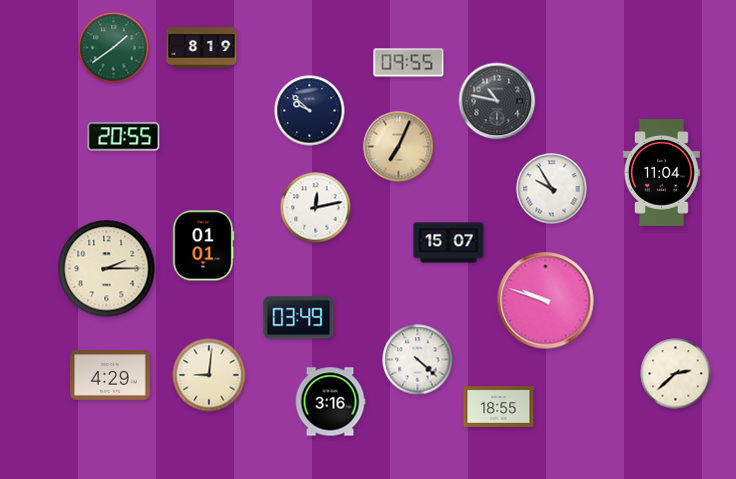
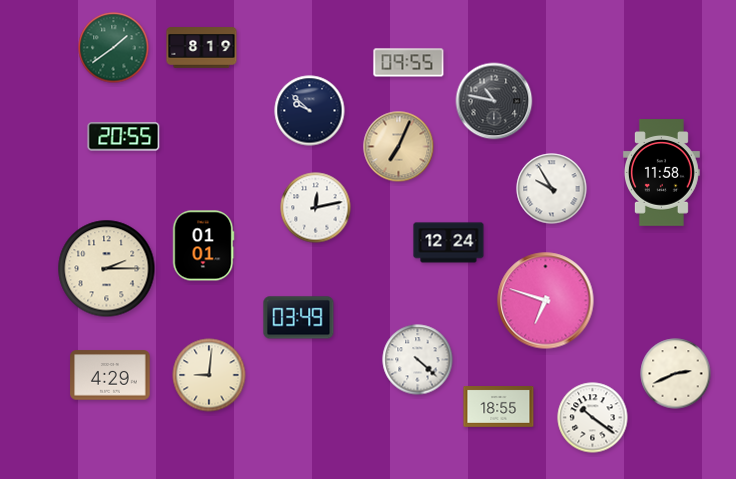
clock at (497, 101) position: (497, 101) -> (494, 101)
clock at (661, 173): 11:04 -> 11:58
clock at (449, 243): 15:07 -> 12:24
clock at (546, 301): 9:48 -> 6:48
clock at (676, 374): 2:38 -> 2:41
clock at (330, 402): 3:16 -> none
clock at (593, 418): none -> 10:21
